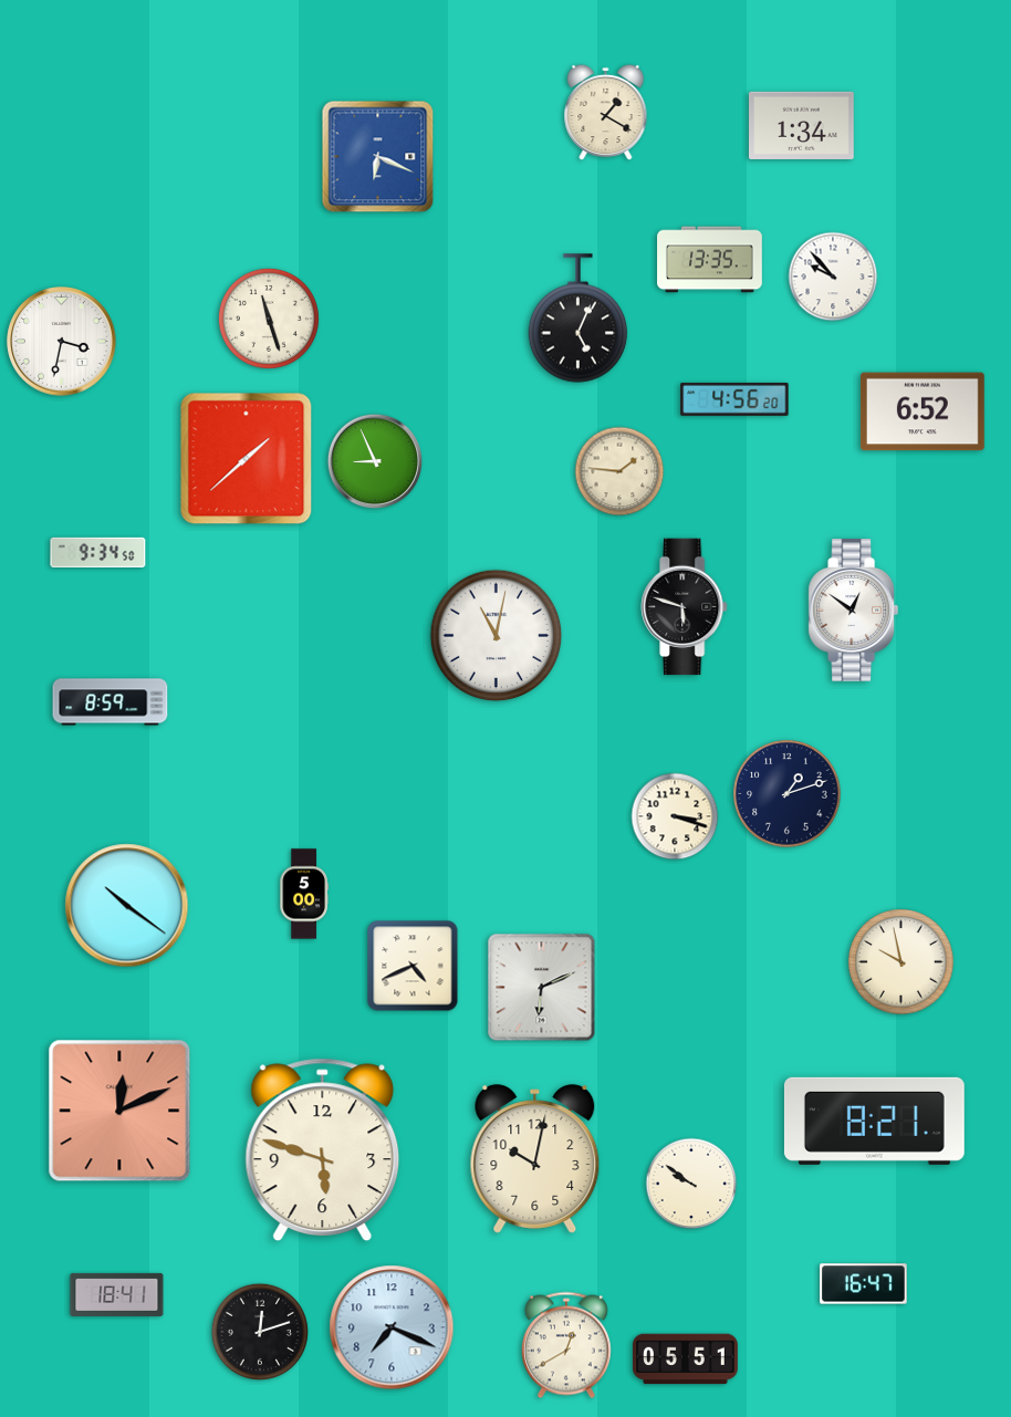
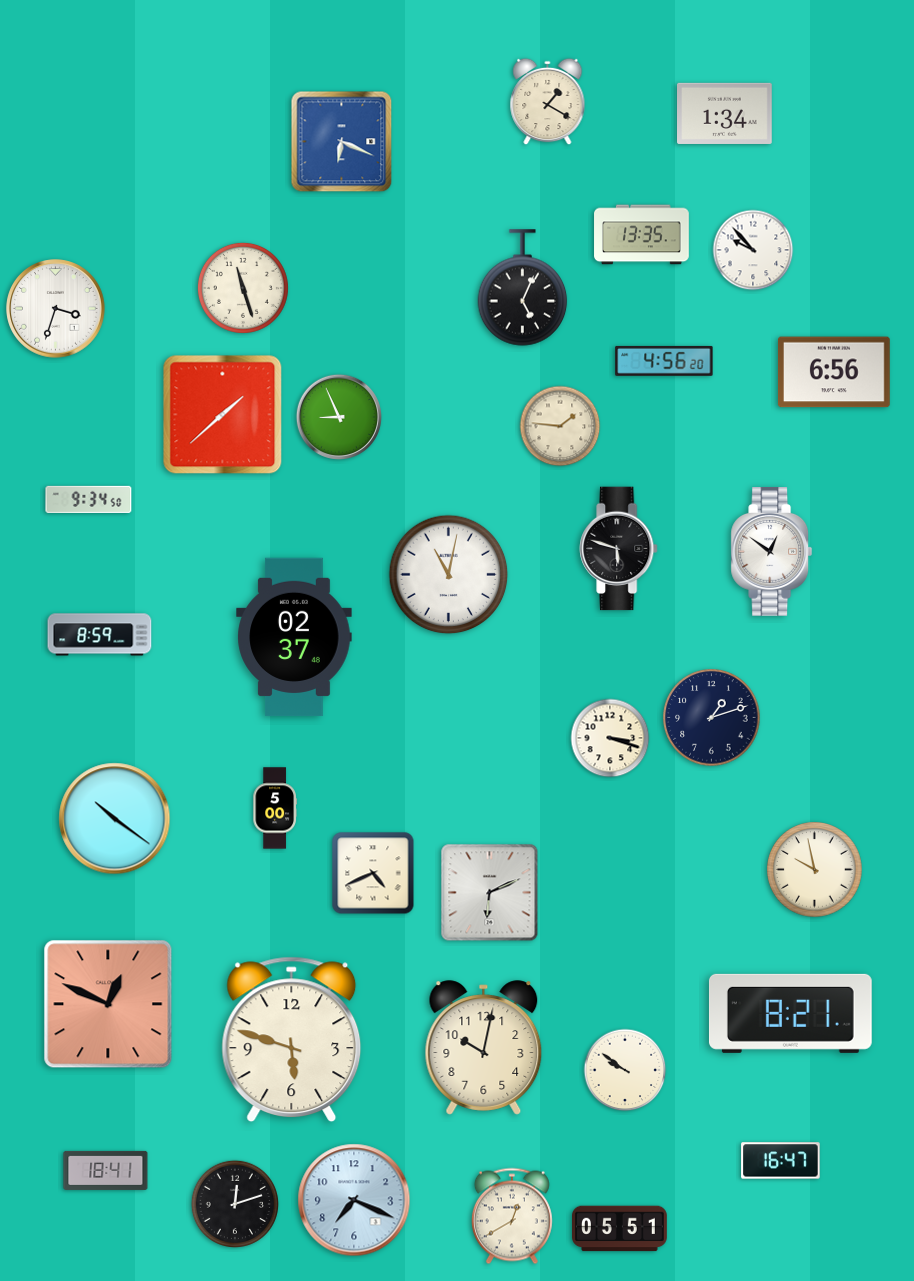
clock at (62, 342): 3:32 -> 3:33
clock at (923, 411): 6:52 -> 6:56
clock at (294, 637): none -> 02:37
clock at (119, 1111): 12:11 -> 12:49
